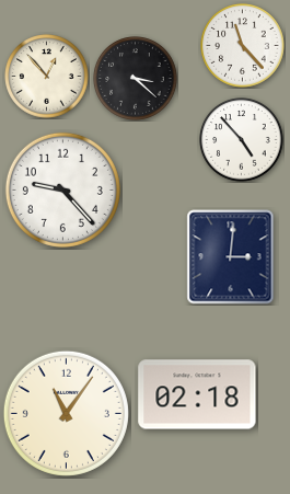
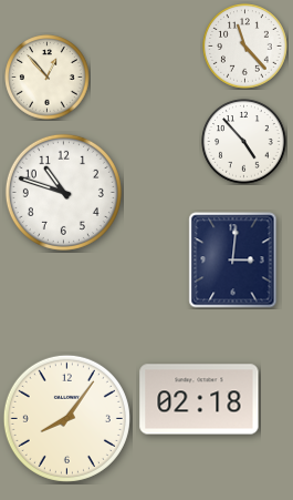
clock at (136, 79): 3:22 -> none
clock at (62, 189): 9:23 -> 10:48
clock at (66, 413): 11:06 -> 8:06
